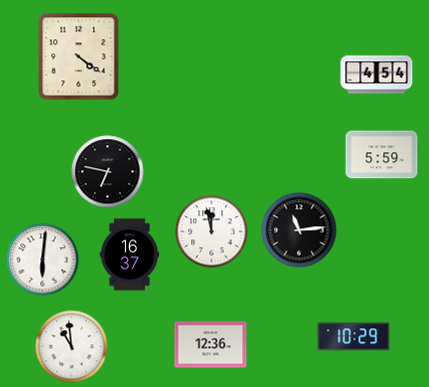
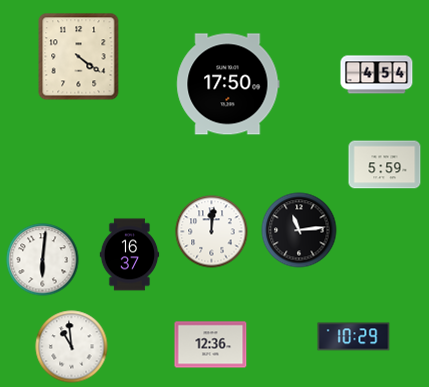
clock at (228, 84): none -> 17:50
clock at (382, 155) position: (382, 155) -> (385, 165)
clock at (108, 172): 6:47 -> none
clock at (212, 232): 11:58 -> 12:01
